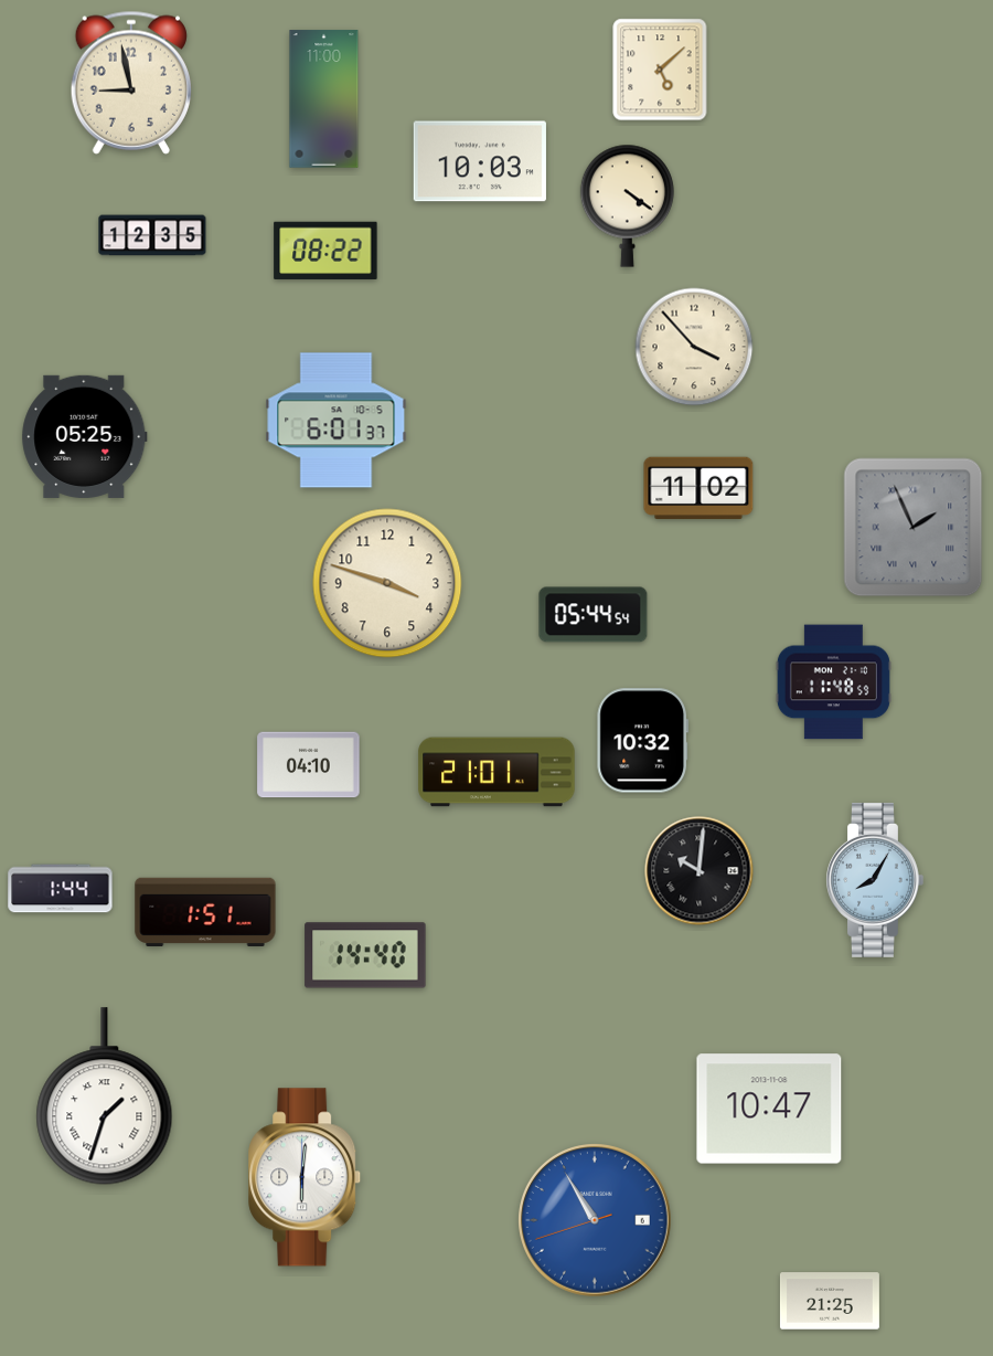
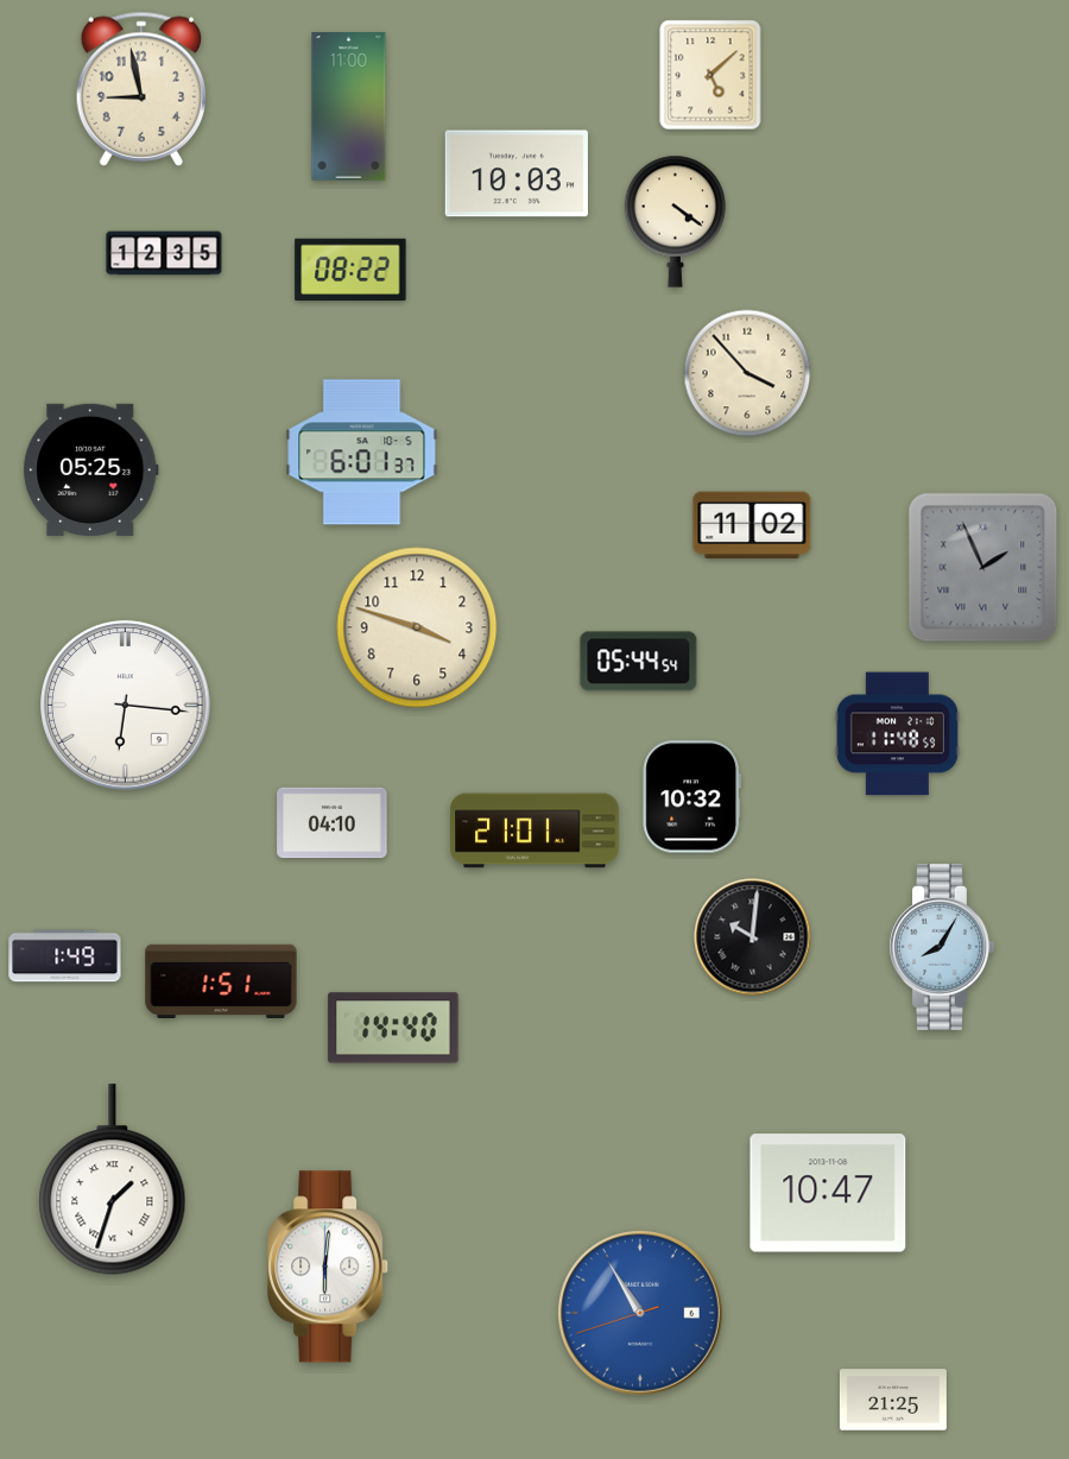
clock at (126, 706): none -> 6:16
clock at (61, 889): 1:44 -> 1:49
